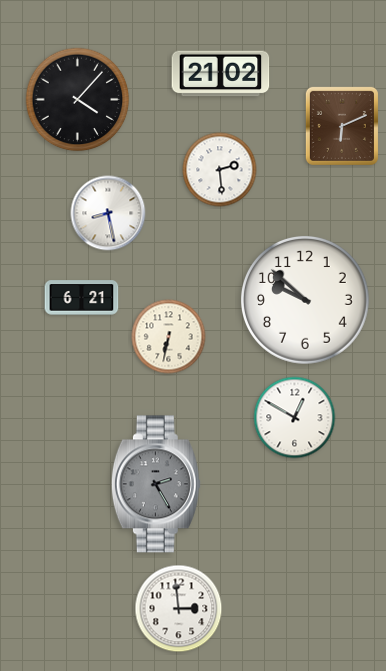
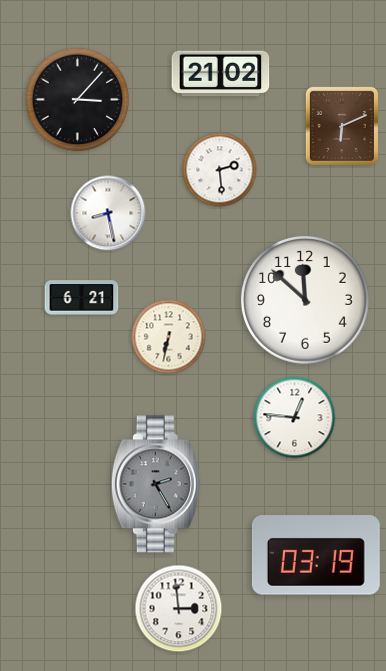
clock at (78, 100): 4:07 -> 3:07
clock at (306, 301): 9:52 -> 11:52
clock at (295, 418): 12:50 -> 12:46
clock at (316, 555): none -> 03:19
